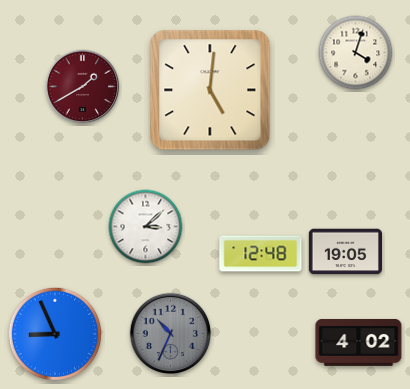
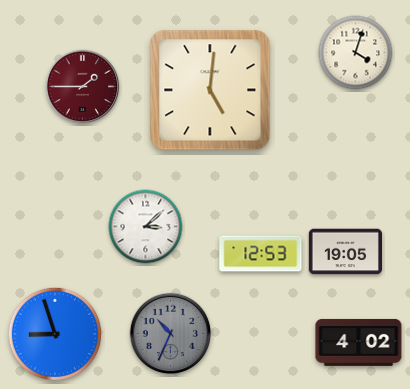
clock at (83, 87): 1:40 -> 1:45
clock at (261, 254): 12:48 -> 12:53
clock at (55, 334): 8:56 -> 8:57
